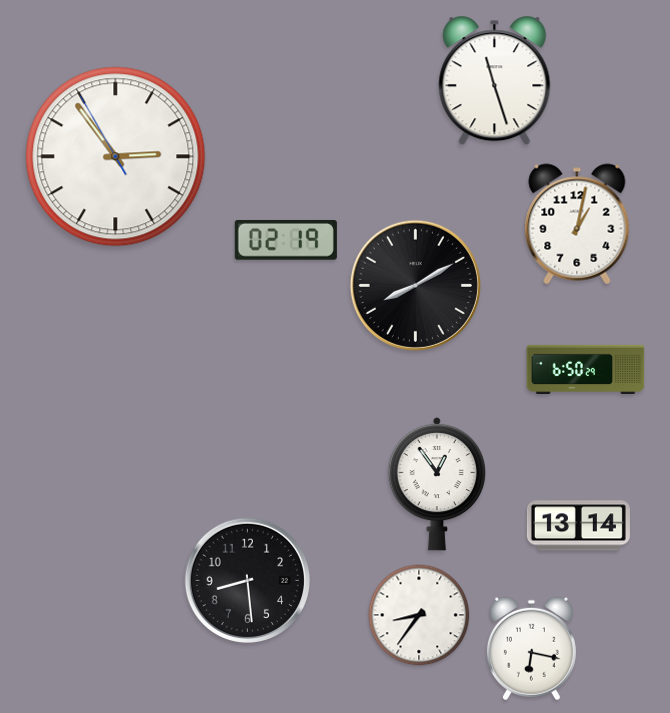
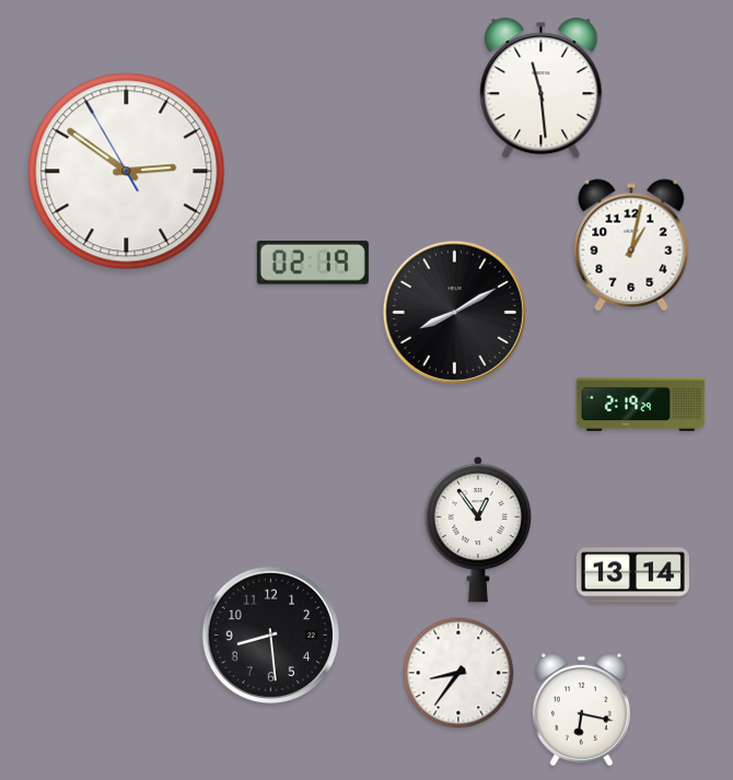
clock at (495, 81): 11:27 -> 11:29
clock at (116, 157): 2:53 -> 2:50
clock at (586, 369): 6:50 -> 2:19
